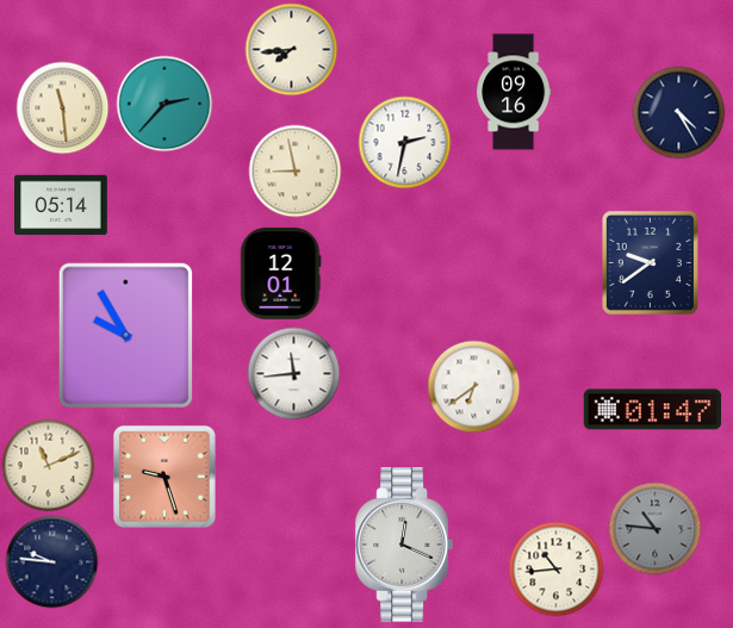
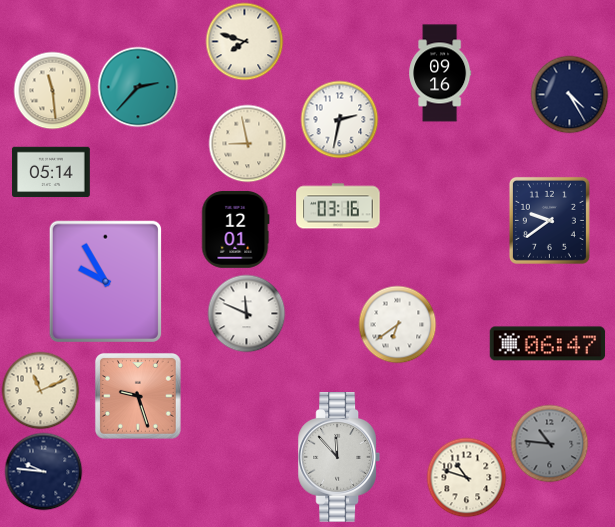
clock at (291, 49): 7:44 -> 7:48
clock at (514, 92) position: (514, 92) -> (440, 73)
clock at (338, 206): none -> 03:16
clock at (650, 262) position: (650, 262) -> (549, 220)
clock at (293, 373): 11:44 -> 11:49
clock at (653, 410): 01:47 -> 06:47
clock at (164, 477) position: (164, 477) -> (138, 396)
clock at (403, 545): 12:19 -> 11:53
clock at (555, 568): 10:44 -> 10:48
